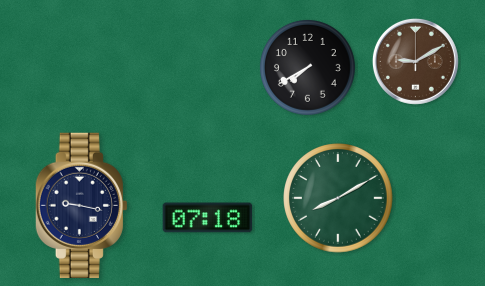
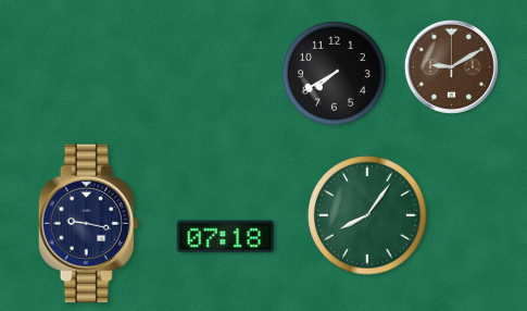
clock at (338, 198): 8:10 -> 8:06
